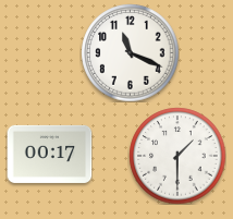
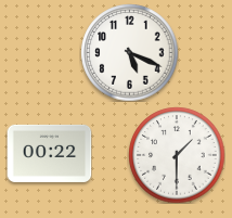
clock at (130, 52): 11:19 -> 5:19
clock at (49, 154): 00:17 -> 00:22
